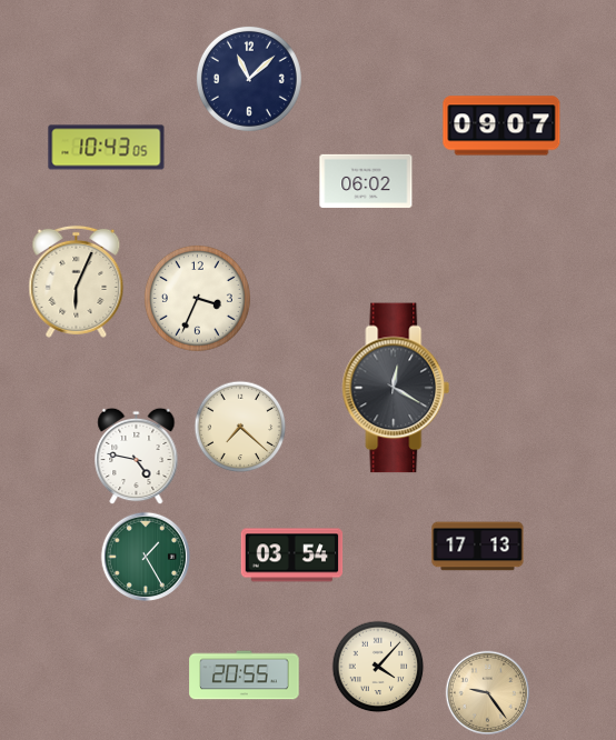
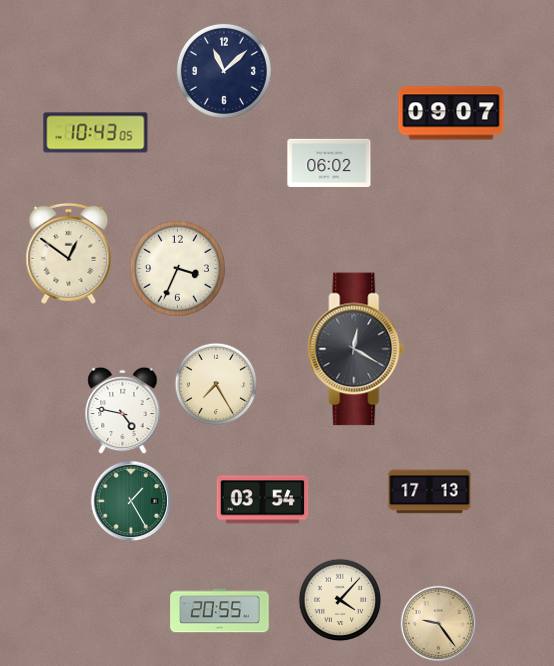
clock at (77, 281): 6:04 -> 12:51
clock at (240, 427): 7:22 -> 7:25
clock at (245, 676) position: (245, 676) -> (220, 611)
